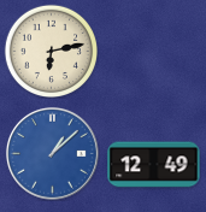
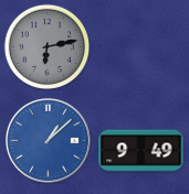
clock at (51, 51) dial: cream -> grey
clock at (154, 165): 12:49 -> 9:49
